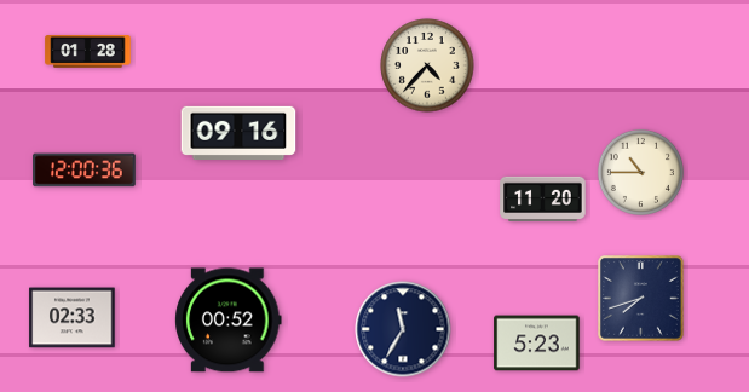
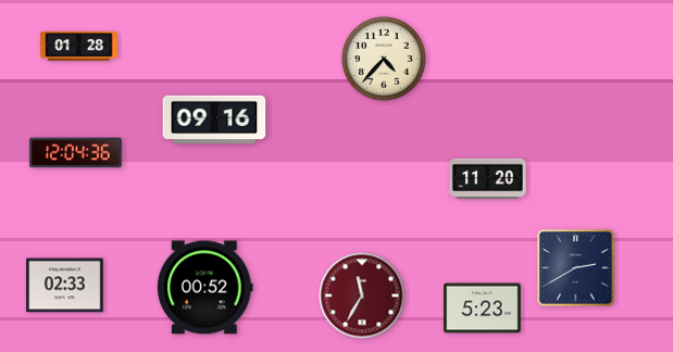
clock at (85, 171): 12:00 -> 12:04
clock at (640, 172): 10:45 -> none
clock at (641, 299): 7:42 -> 2:40
clock at (403, 329) dial: navy -> burgundy
